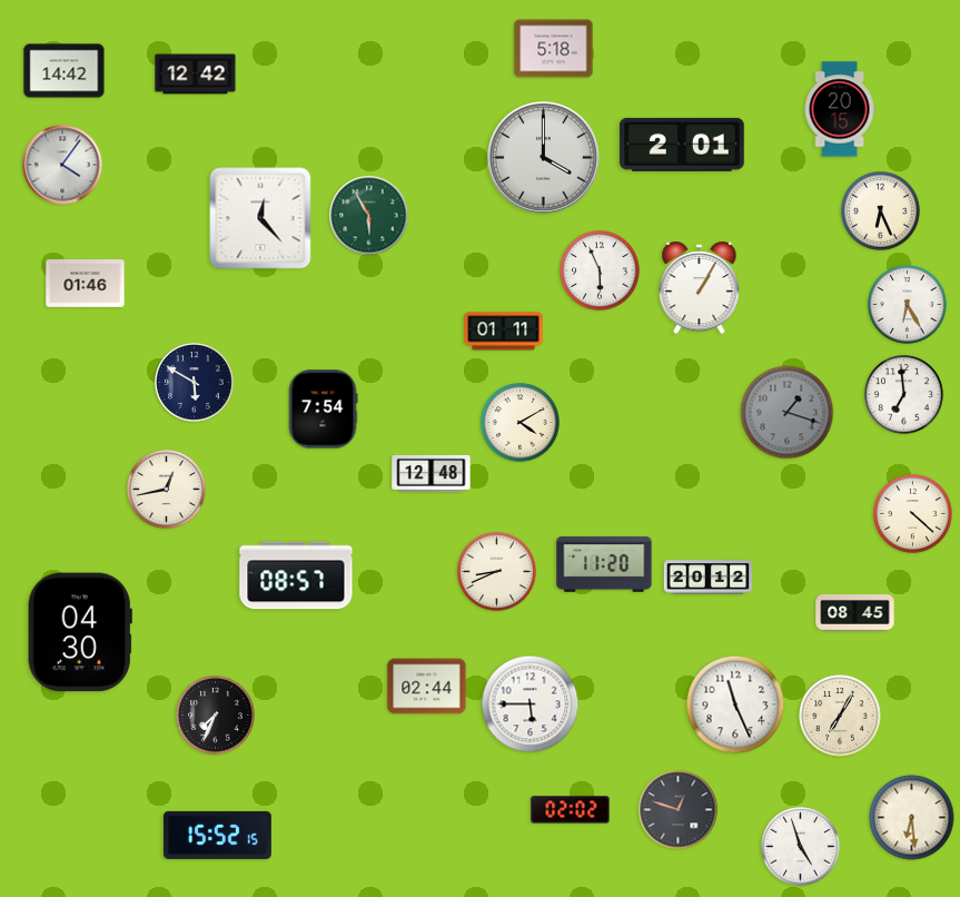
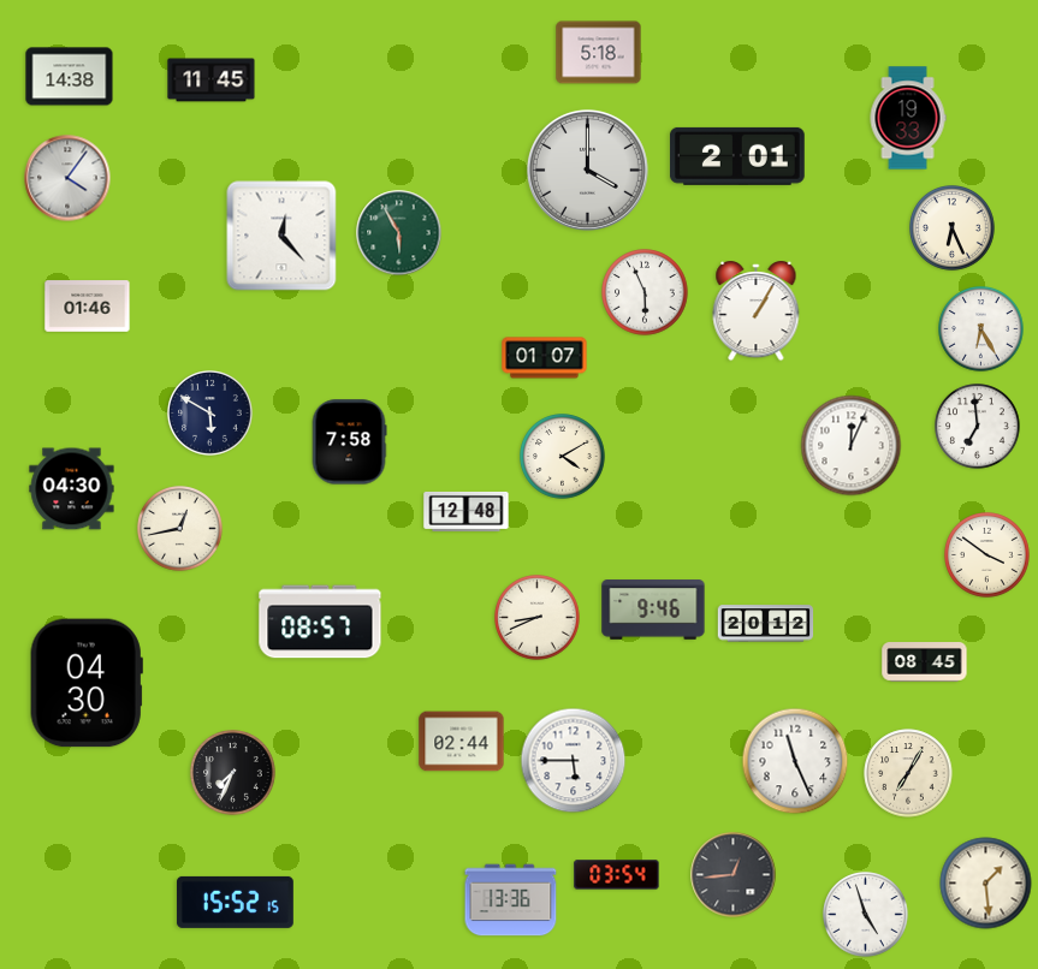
clock at (65, 71): 14:42 -> 14:38
clock at (196, 75): 12:42 -> 11:45
clock at (840, 109): 20:15 -> 19:33
clock at (600, 270) position: (600, 270) -> (645, 292)
clock at (86, 284) position: (86, 284) -> (88, 307)
clock at (504, 332): 01:11 -> 01:07
clock at (323, 410): 7:54 -> 7:58
clock at (788, 413): 1:18 -> 12:04
clock at (788, 413) dial: grey -> white
clock at (72, 489): none -> 04:30
clock at (913, 514): 4:22 -> 3:51
clock at (604, 564): 11:20 -> 9:46
clock at (571, 810): 02:02 -> 03:54
clock at (679, 810): 12:48 -> 12:44
clock at (912, 818): 6:29 -> 1:29
clock at (511, 900): none -> 13:36
